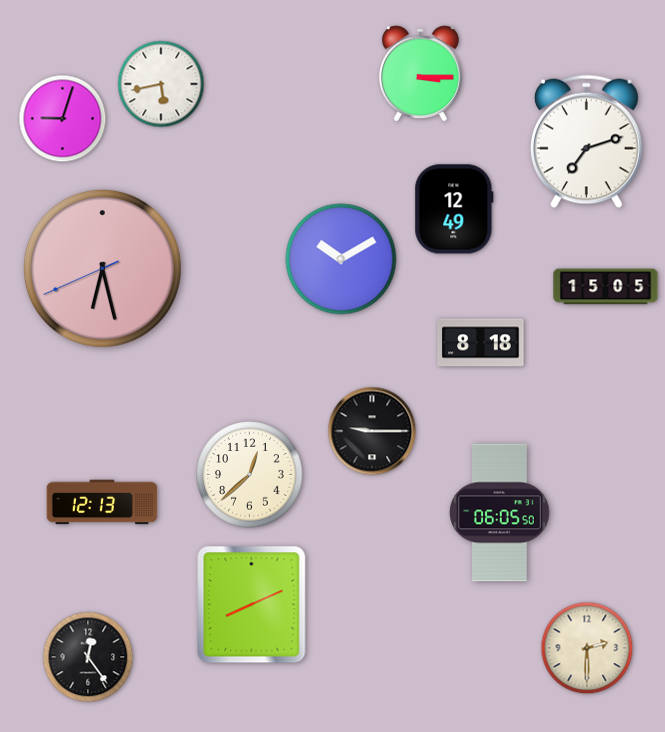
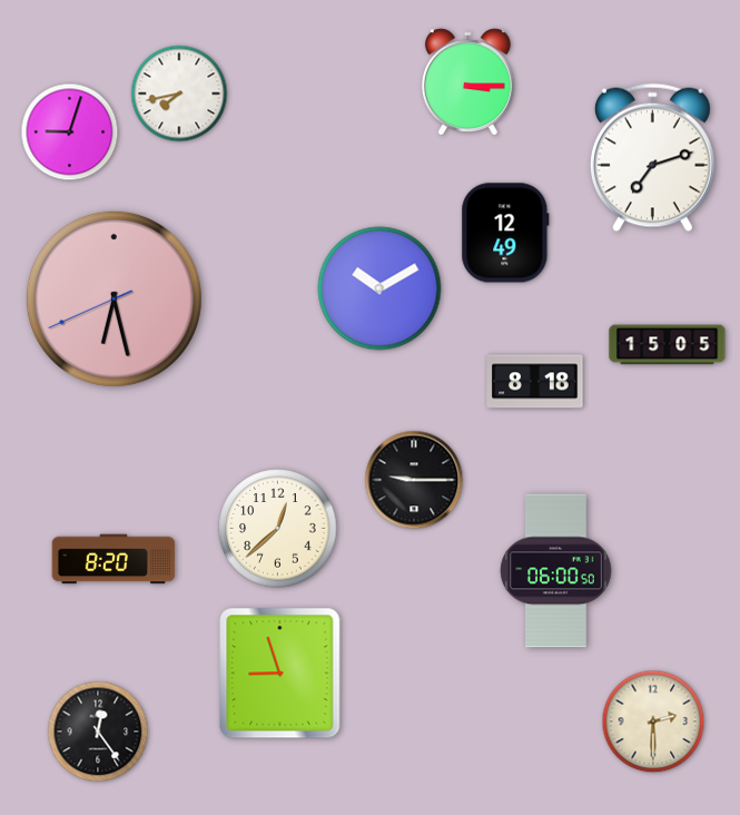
clock at (161, 84): 5:43 -> 7:43
clock at (606, 287) position: (606, 287) -> (668, 345)
clock at (102, 502): 12:13 -> 8:20
clock at (500, 513): 06:05 -> 06:00
clock at (252, 605): 8:11 -> 8:57
